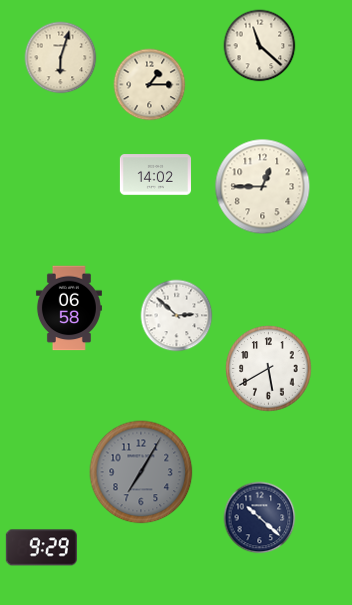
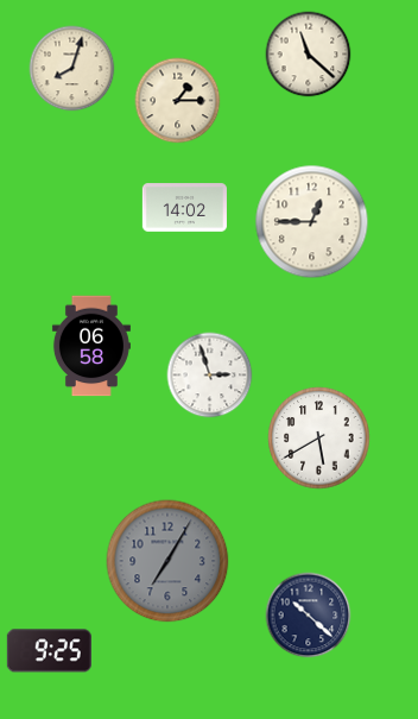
clock at (61, 58): 6:03 -> 8:03
clock at (69, 308) position: (69, 308) -> (91, 346)
clock at (177, 316): 2:52 -> 2:57
clock at (41, 548): 9:29 -> 9:25
